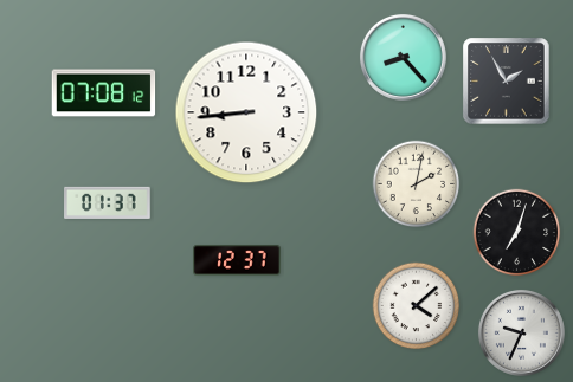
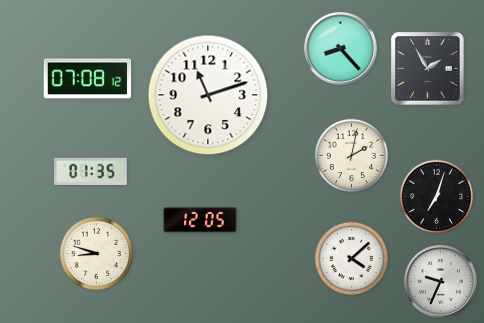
clock at (246, 112): 8:44 -> 11:12
clock at (108, 202): 01:37 -> 01:35
clock at (237, 260): 12:37 -> 12:05
clock at (97, 254): none -> 8:48
